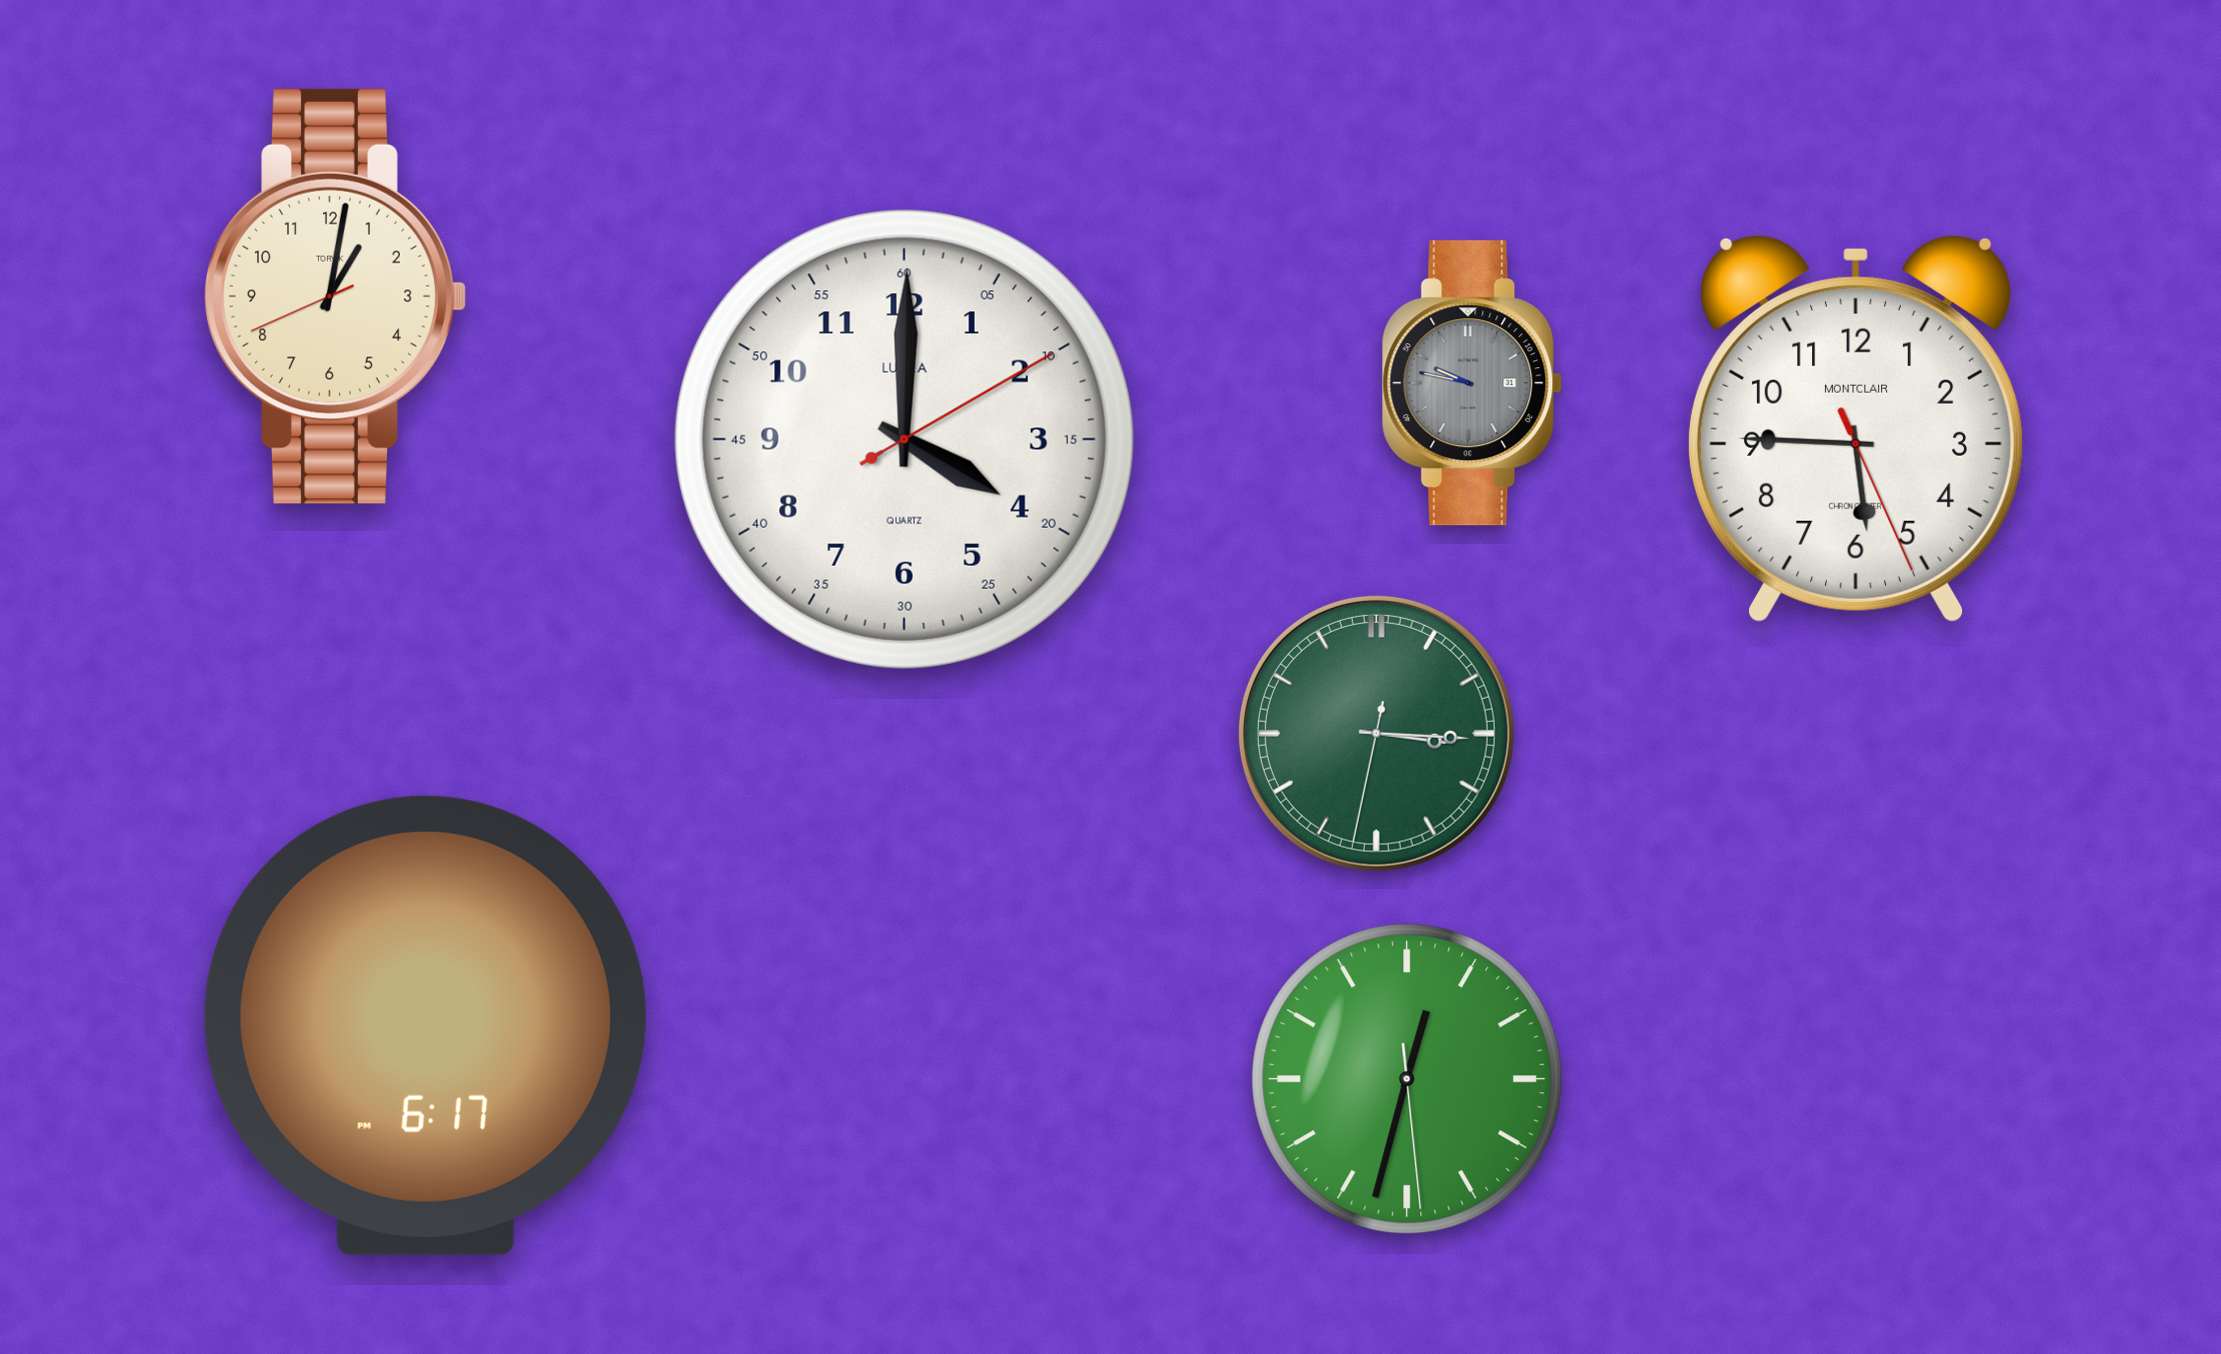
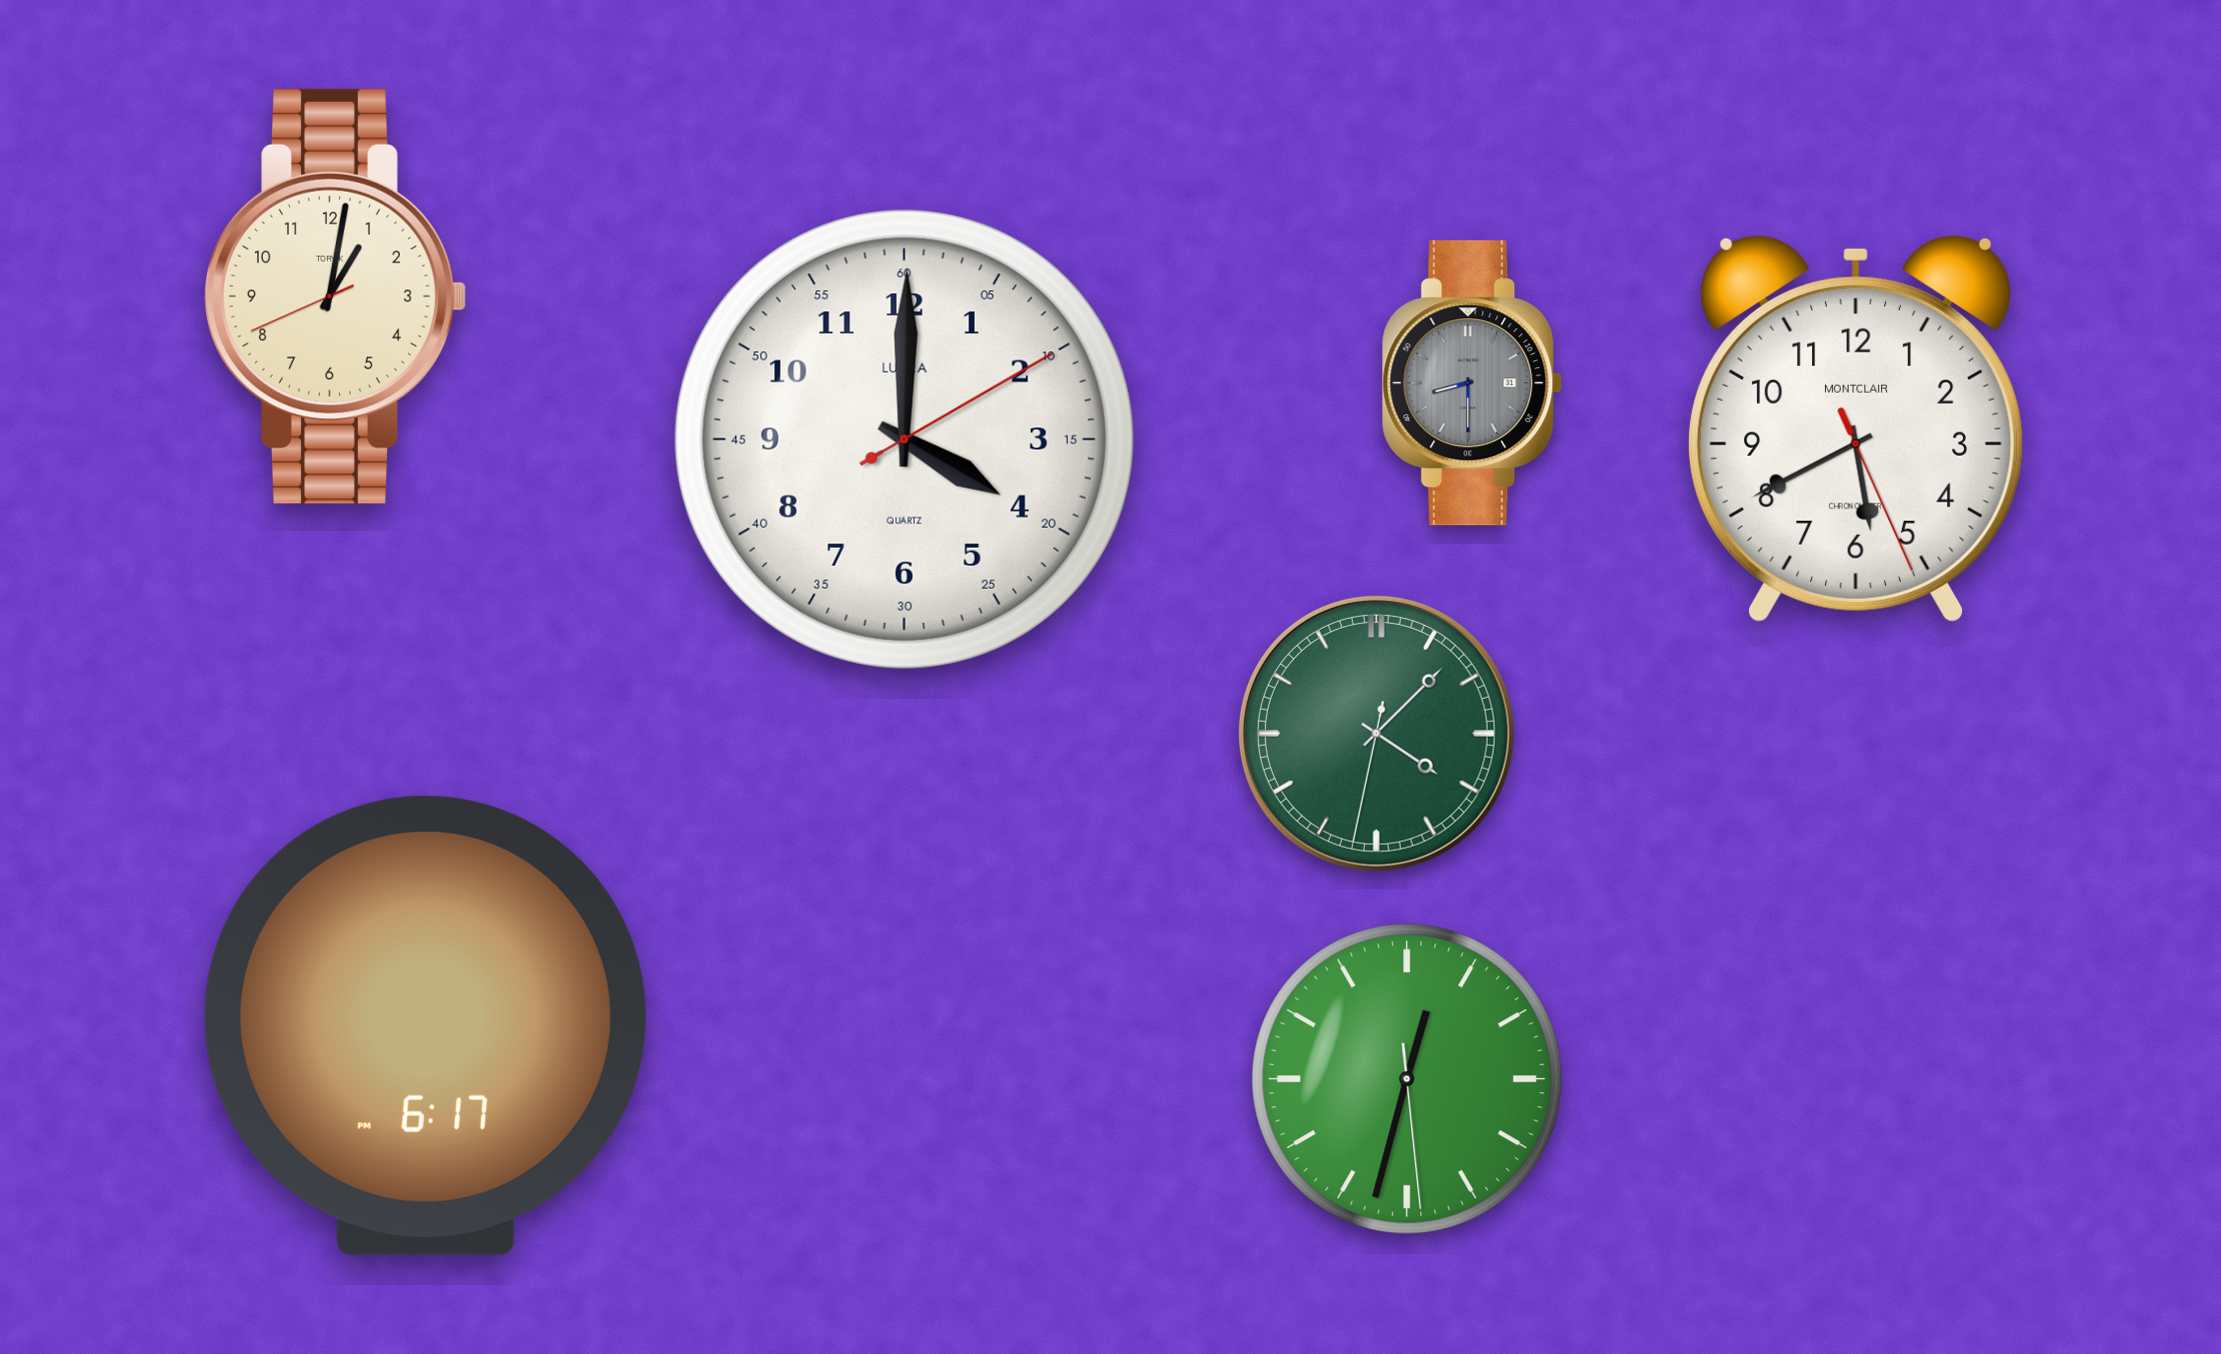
clock at (1472, 383): 9:47 -> 8:30
clock at (1856, 428): 5:45 -> 5:40
clock at (1376, 733): 3:15 -> 4:07
